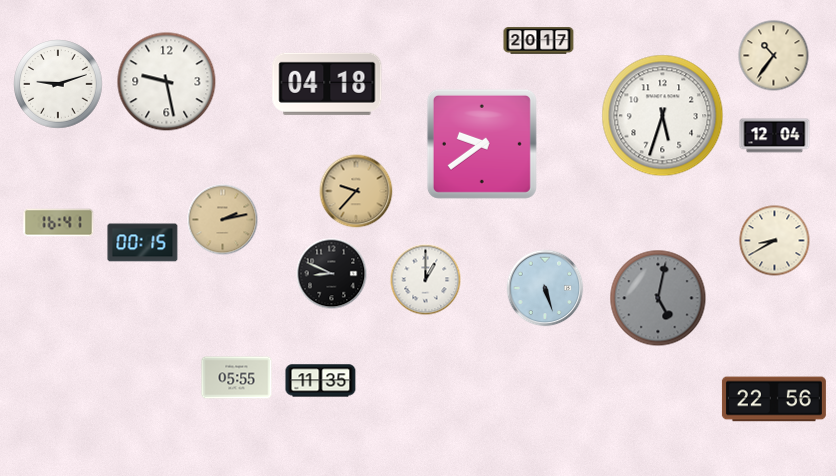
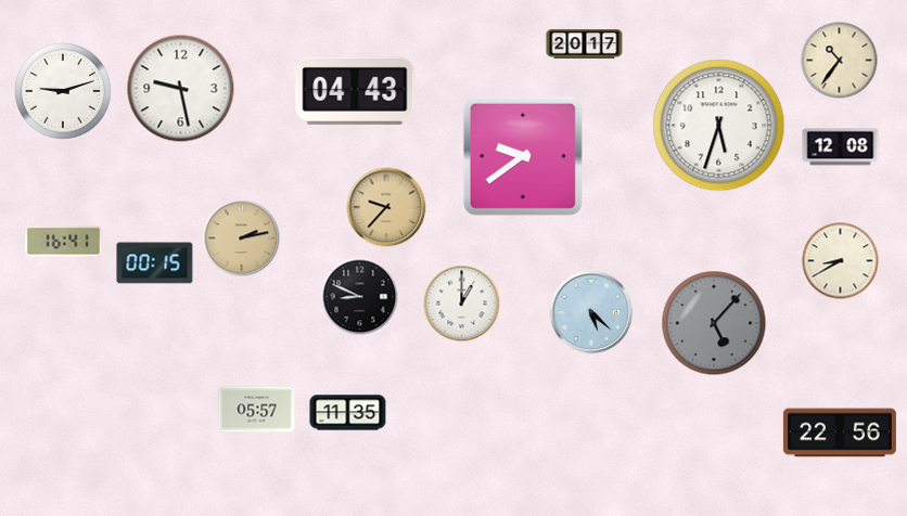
clock at (327, 84): 04:18 -> 04:43
clock at (775, 136): 12:04 -> 12:08
clock at (545, 288): 5:27 -> 5:22
clock at (658, 298): 5:02 -> 5:07
clock at (237, 378): 05:55 -> 05:57
